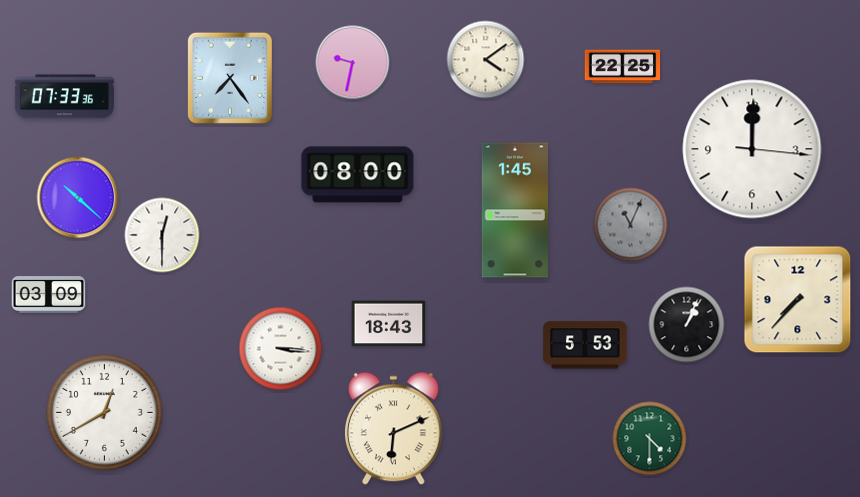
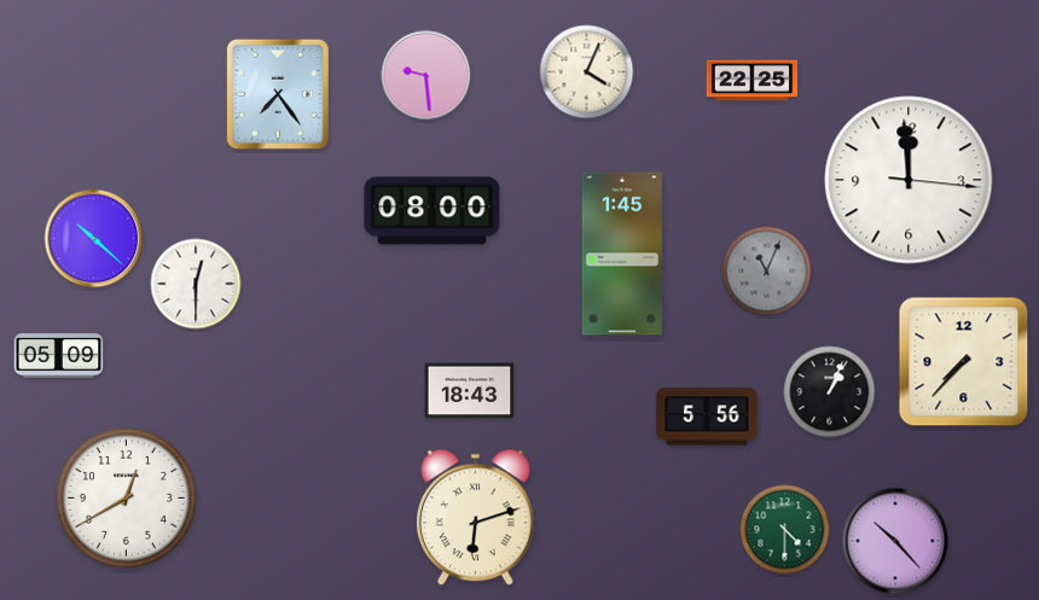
clock at (486, 60): 4:09 -> 4:04
clock at (353, 63): 9:32 -> 9:29
clock at (64, 97): 07:33 -> none
clock at (752, 149): 12:00 -> 11:59
clock at (631, 225) position: (631, 225) -> (767, 272)
clock at (49, 295): 03:09 -> 05:09
clock at (585, 345): 5:53 -> 5:56
clock at (281, 349): 3:16 -> none
clock at (394, 429): 6:11 -> 6:12
clock at (895, 541): none -> 10:23
